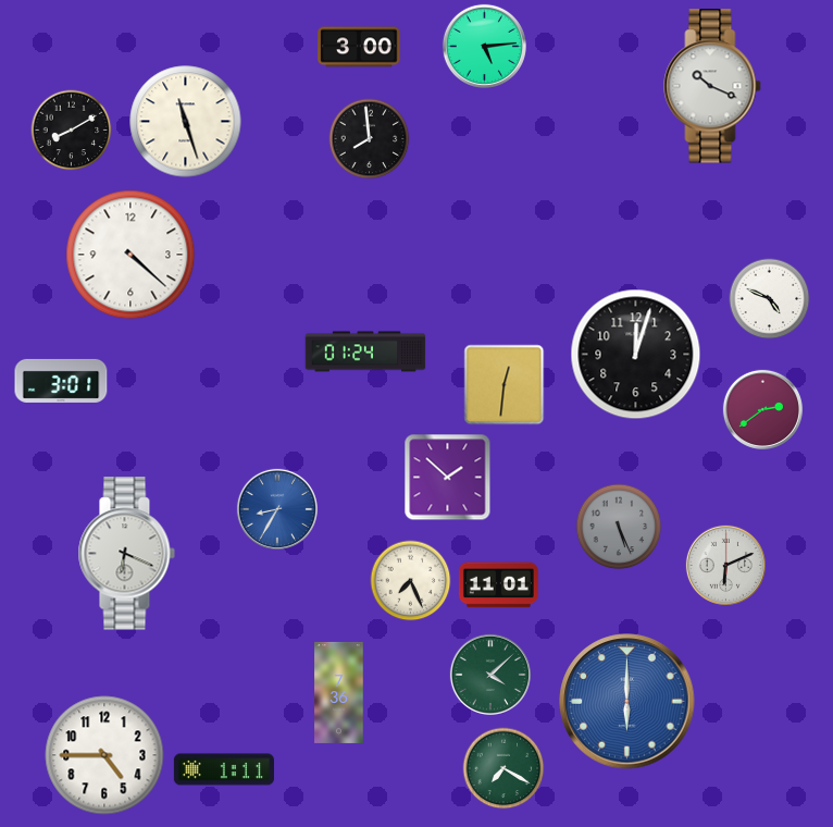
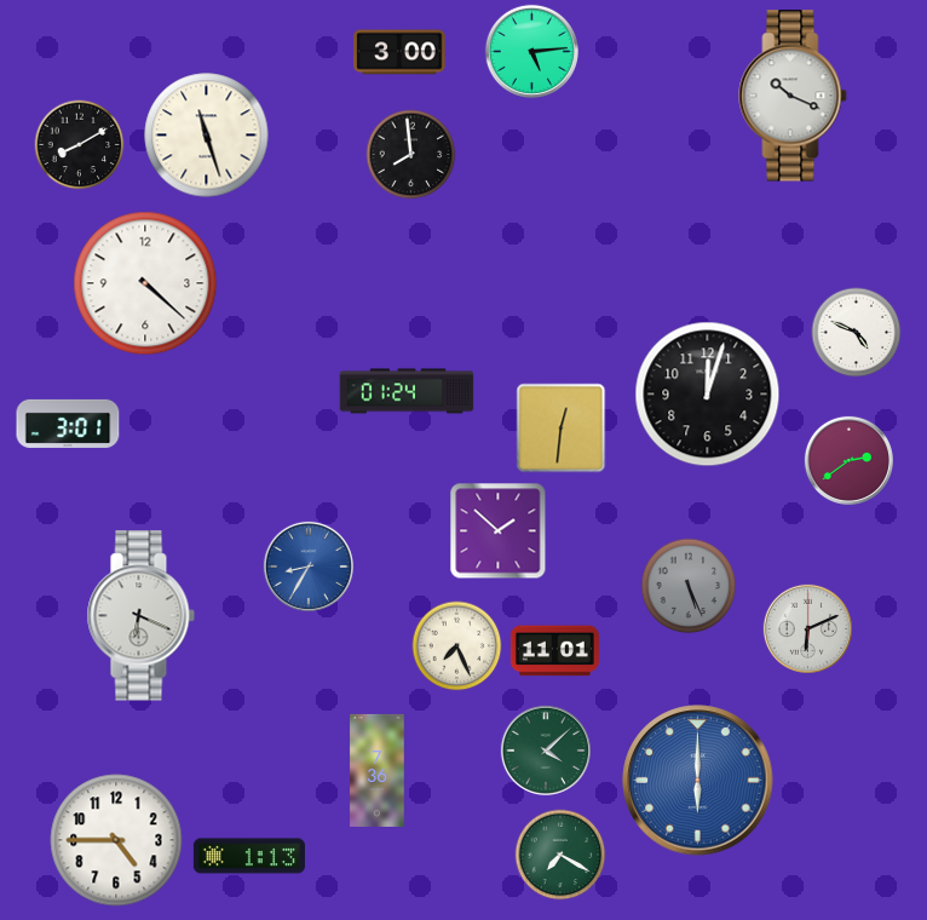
clock at (484, 46) position: (484, 46) -> (531, 51)
clock at (762, 409) position: (762, 409) -> (848, 460)
clock at (224, 769): 1:11 -> 1:13
